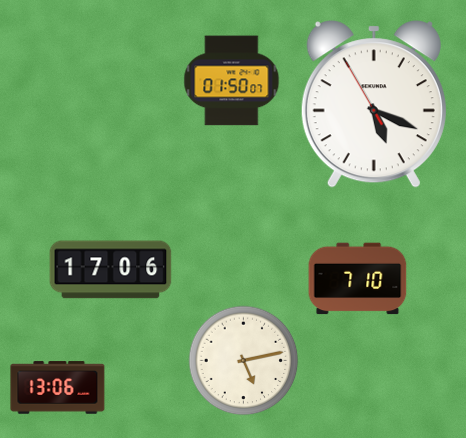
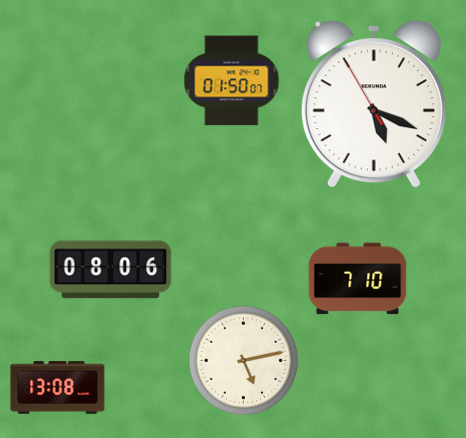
clock at (111, 270): 17:06 -> 08:06
clock at (58, 388): 13:06 -> 13:08
